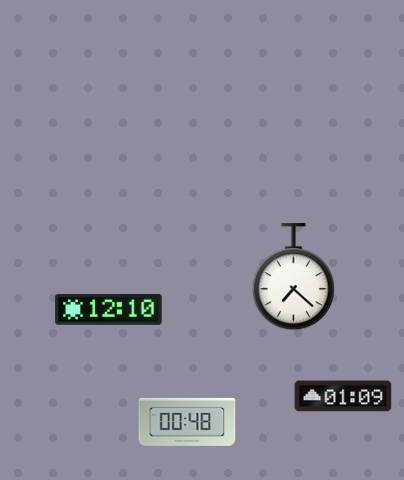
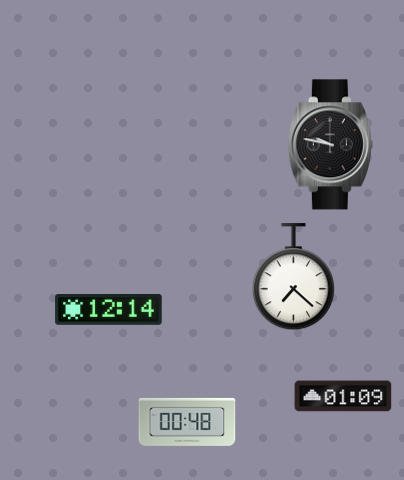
clock at (330, 145): none -> 9:47
clock at (109, 310): 12:10 -> 12:14
